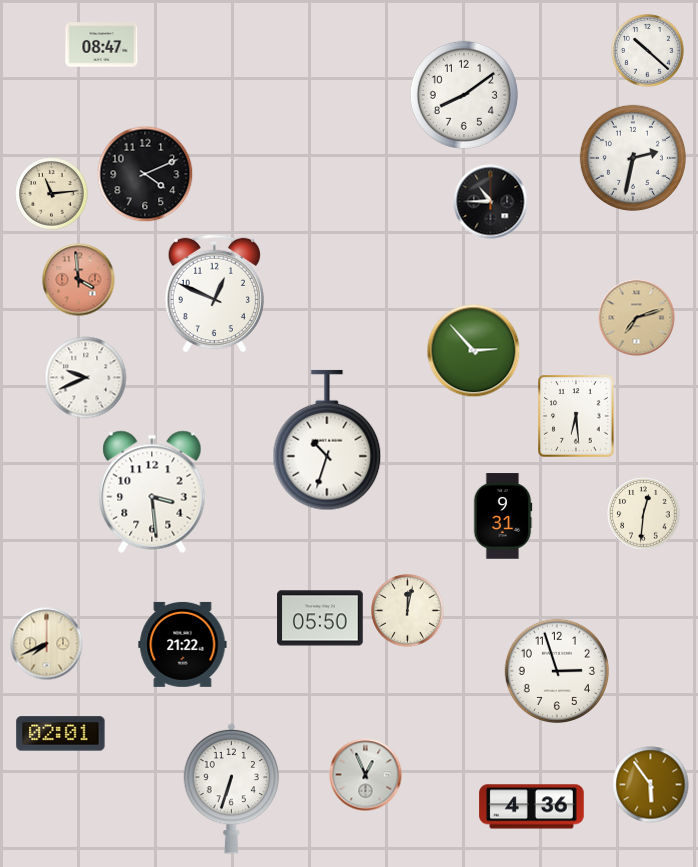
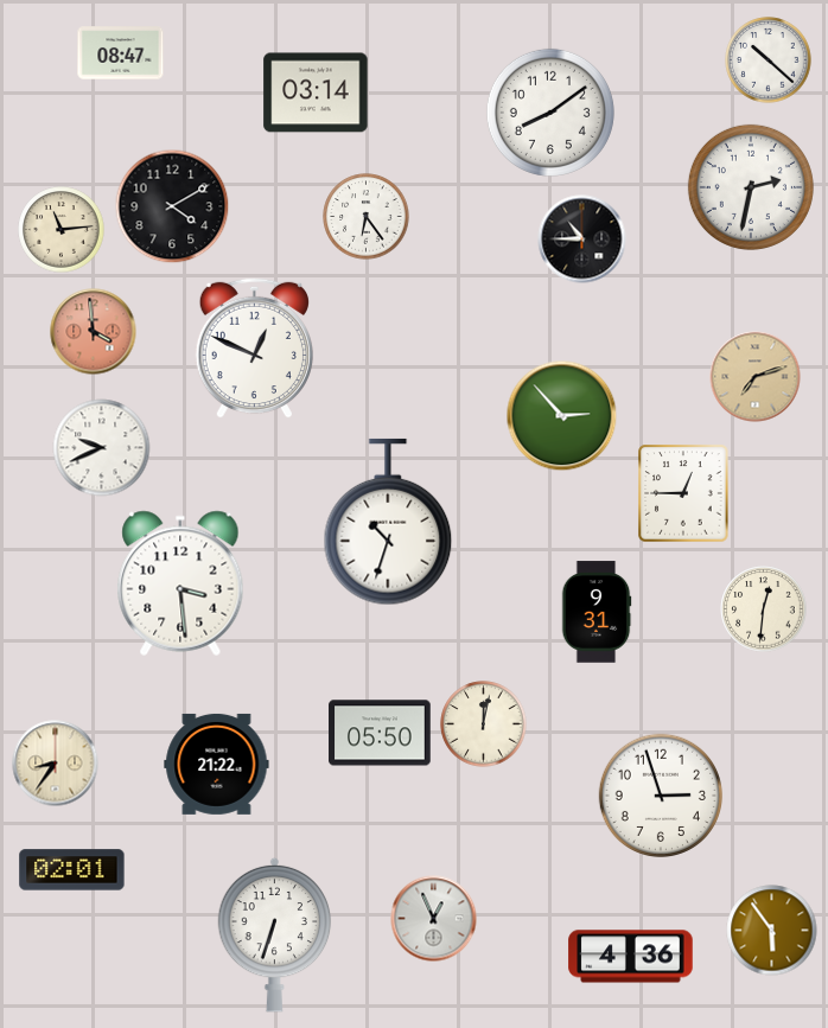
clock at (316, 92): none -> 03:14
clock at (145, 174): 4:11 -> 4:10
clock at (367, 217): none -> 6:24
clock at (576, 416): 6:29 -> 12:45
clock at (47, 644): 7:41 -> 8:36
